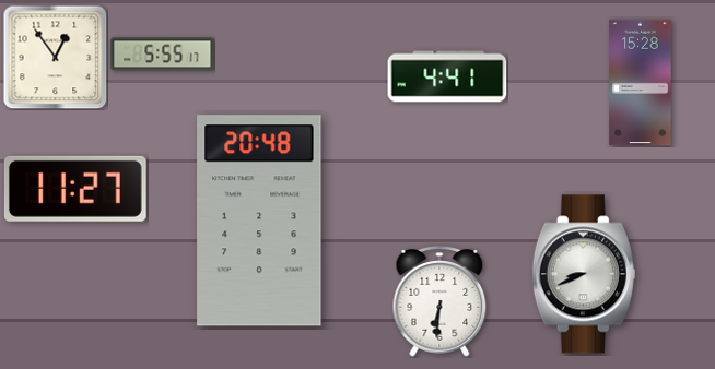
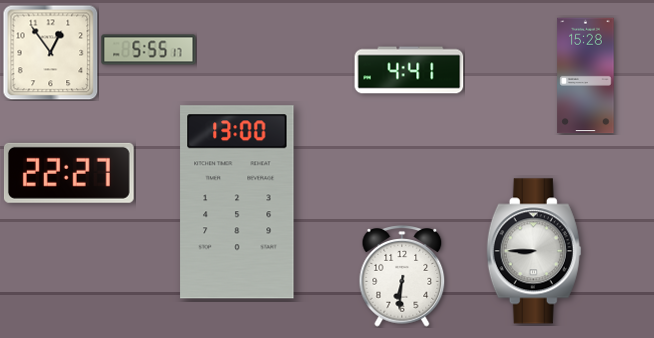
clock at (75, 189): 11:27 -> 22:27
clock at (259, 221): 20:48 -> 13:00
clock at (584, 274): 8:41 -> 8:45
